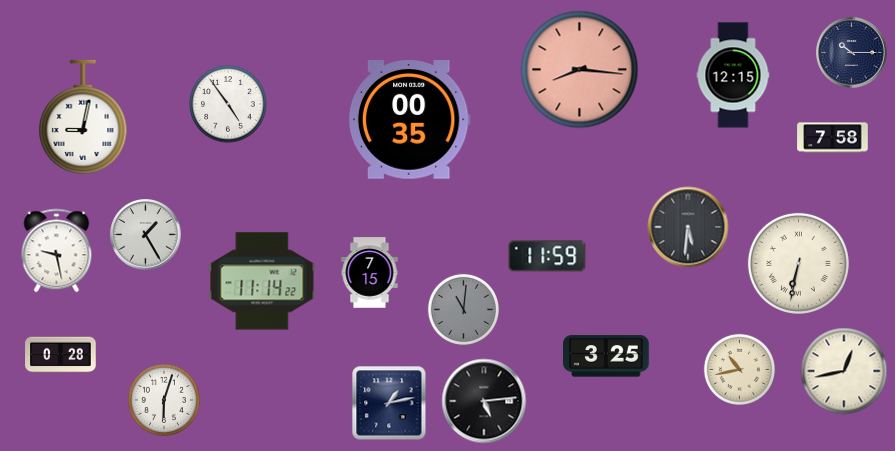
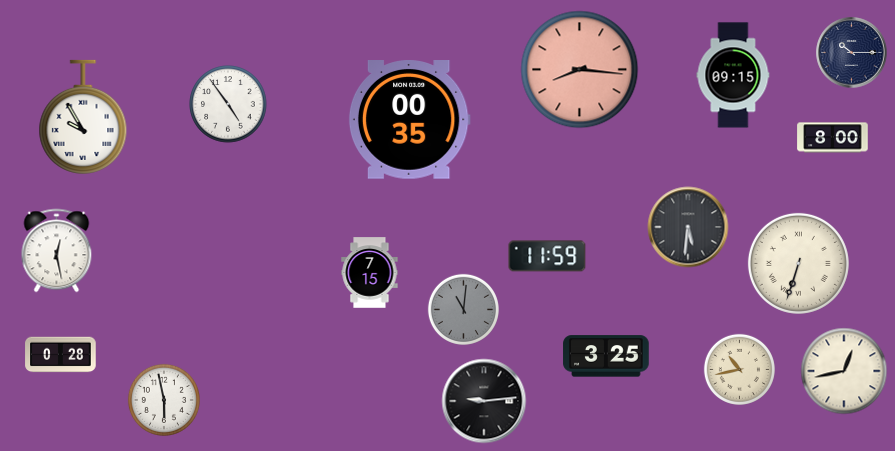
clock at (733, 75): 12:15 -> 09:15
clock at (83, 117): 9:02 -> 9:55
clock at (833, 138): 7:58 -> 8:00
clock at (146, 235): 1:25 -> none
clock at (57, 251): 9:28 -> 12:28
clock at (798, 263): 6:32 -> 6:33
clock at (262, 281): 11:14 -> none
clock at (164, 400): 6:03 -> 5:58
clock at (484, 401): 5:14 -> 9:14
clock at (389, 403): 1:13 -> none
